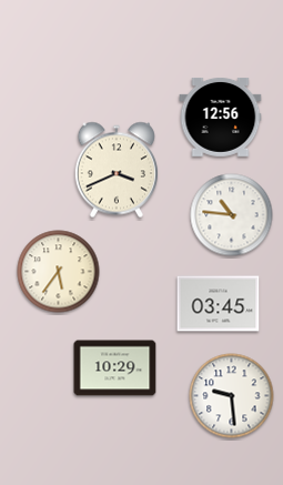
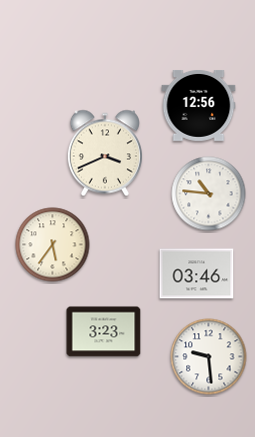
clock at (219, 304): 03:45 -> 03:46
clock at (115, 368): 10:29 -> 3:23
